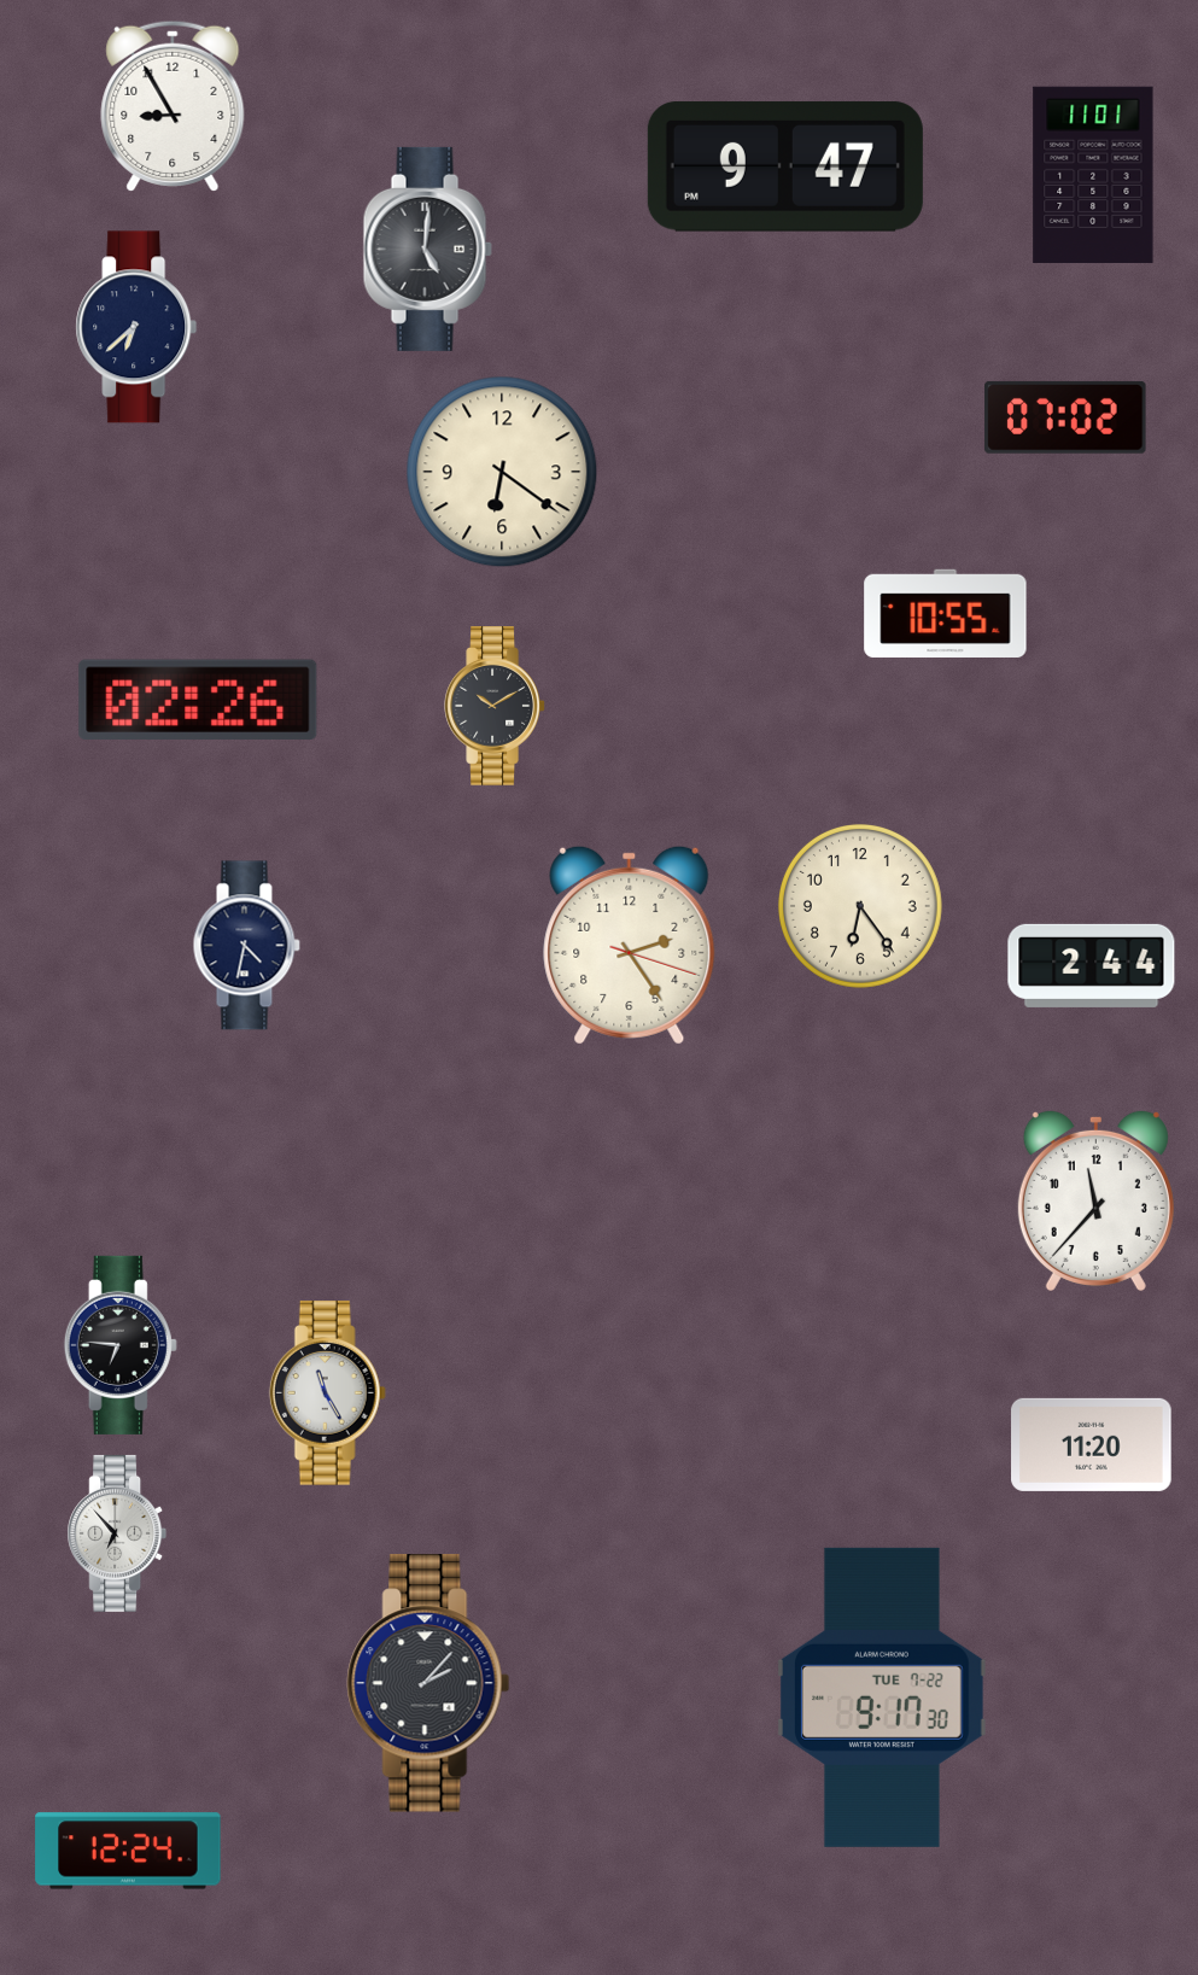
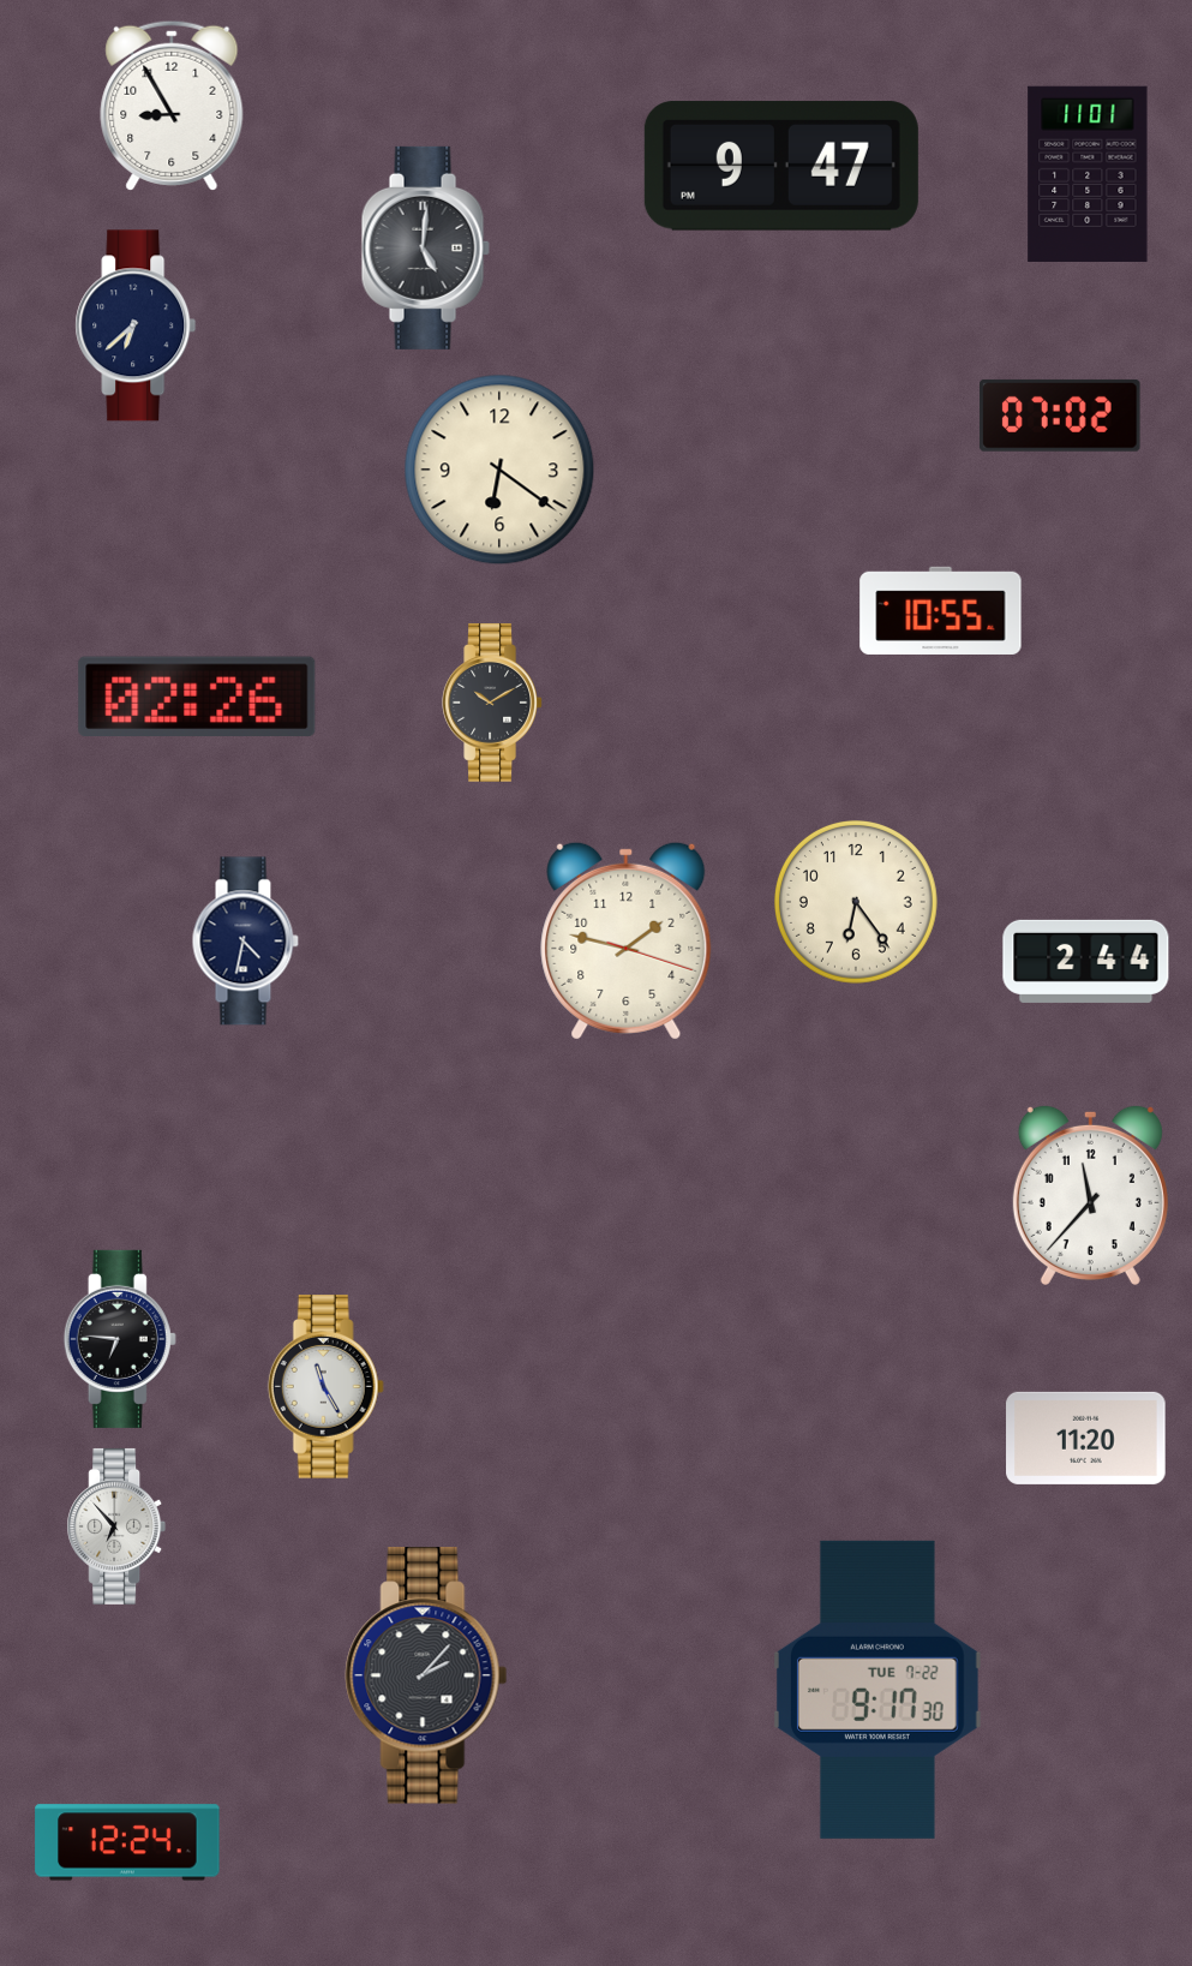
clock at (630, 945): 2:24 -> 1:47
